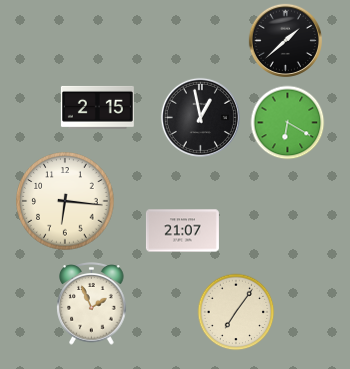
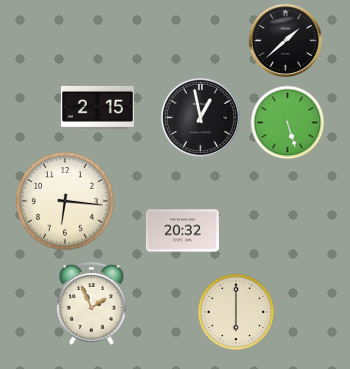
clock at (288, 123): 6:20 -> 5:27
clock at (182, 231): 21:07 -> 20:32
clock at (236, 312): 7:06 -> 6:00
